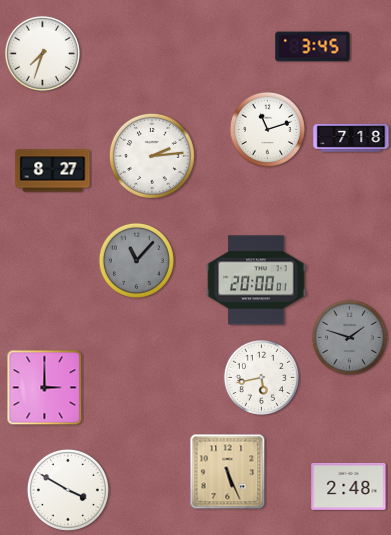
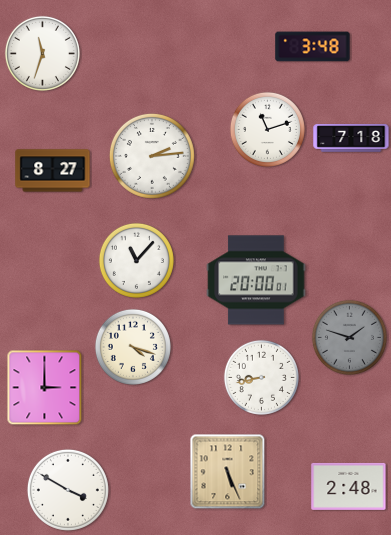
clock at (313, 47): 3:45 -> 3:48
clock at (42, 53): 7:33 -> 11:33
clock at (136, 260) dial: grey -> white
clock at (133, 347): none -> 4:18
clock at (261, 377): 5:43 -> 8:43
